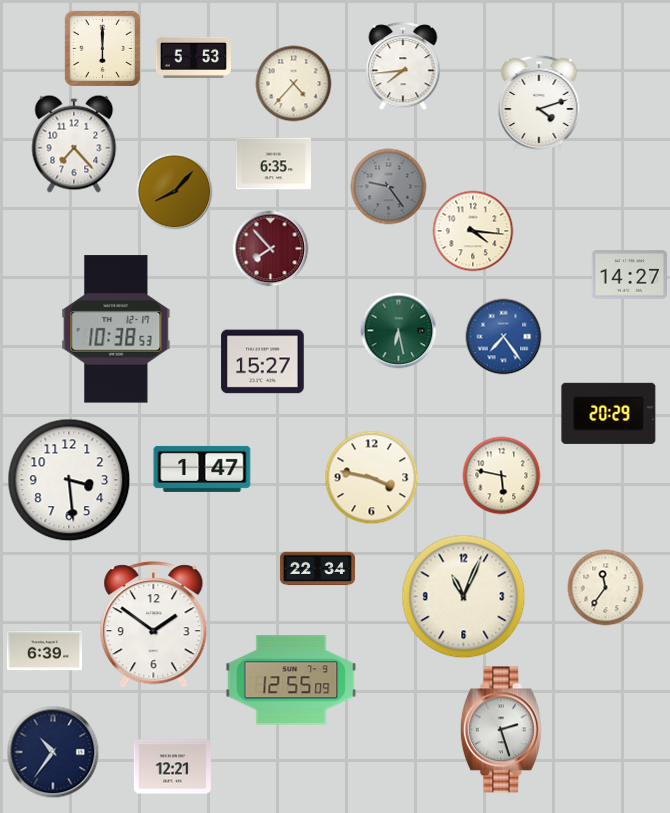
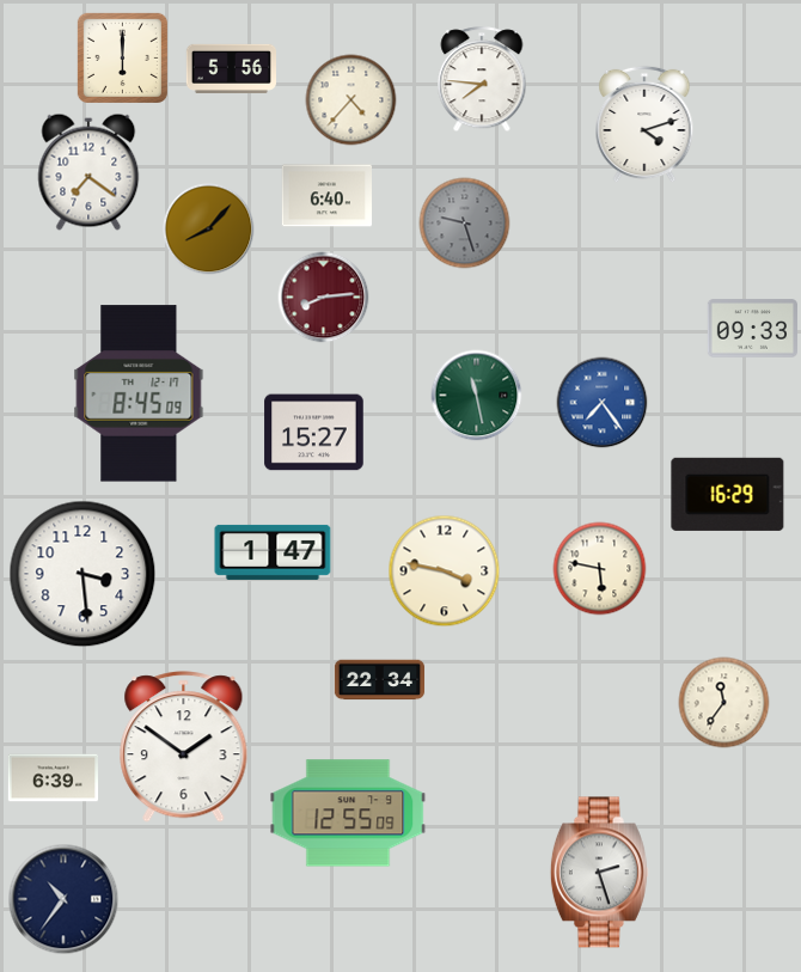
clock at (193, 57): 5:53 -> 5:56
clock at (403, 67): 7:44 -> 7:46
clock at (74, 144): 7:23 -> 7:21
clock at (273, 164): 6:35 -> 6:40
clock at (389, 187): 9:24 -> 9:27
clock at (473, 231): 4:16 -> none
clock at (271, 249): 7:53 -> 8:14
clock at (629, 275): 14:27 -> 09:33
clock at (116, 329): 10:38 -> 8:45
clock at (399, 331): 6:28 -> 11:28
clock at (609, 413): 20:29 -> 16:29
clock at (202, 469) position: (202, 469) -> (273, 552)
clock at (464, 597): 11:04 -> none
clock at (172, 767): 12:21 -> none
